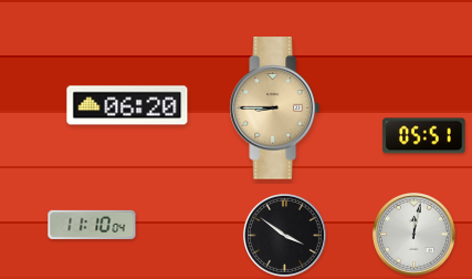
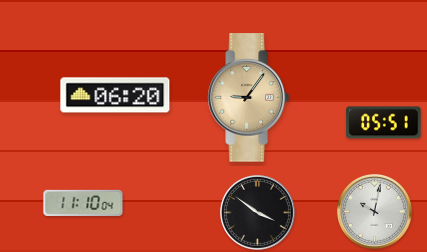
clock at (274, 108): 8:45 -> 9:06
clock at (413, 234): 12:02 -> 10:02
